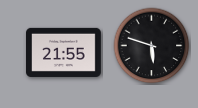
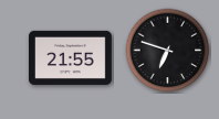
clock at (152, 46): 5:48 -> 6:48
